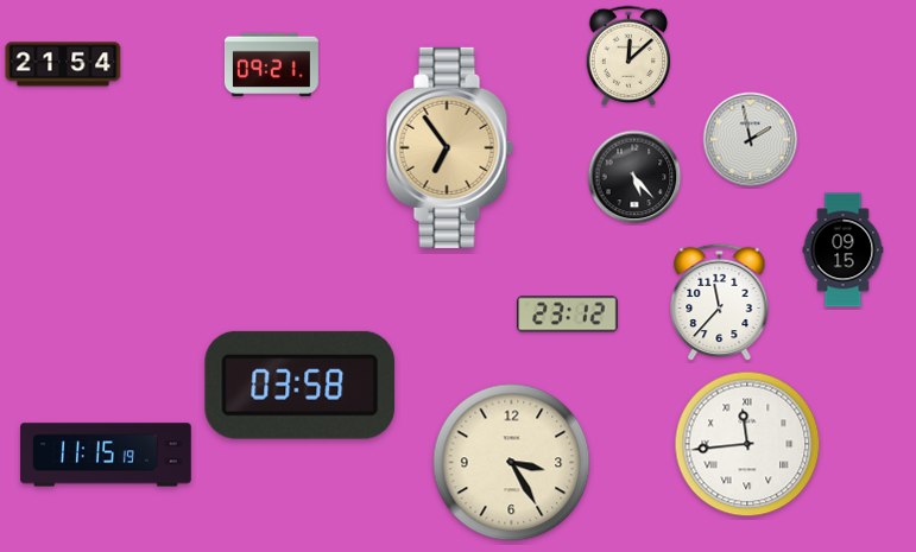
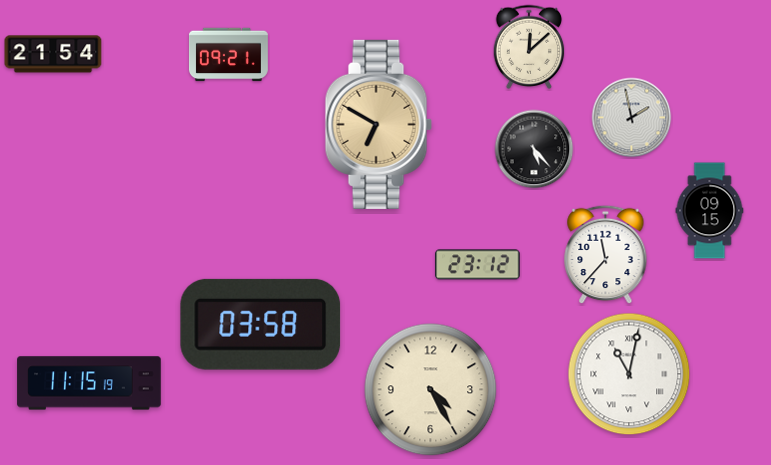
clock at (449, 147): 6:54 -> 6:50
clock at (301, 385) position: (301, 385) -> (261, 324)
clock at (747, 444): 11:44 -> 11:02
clock at (512, 463): 3:25 -> 4:25
